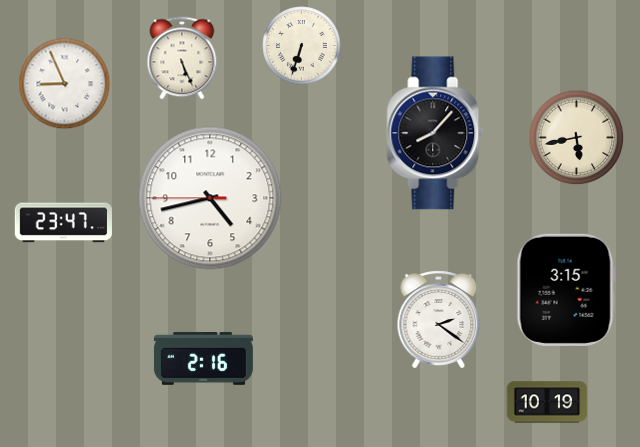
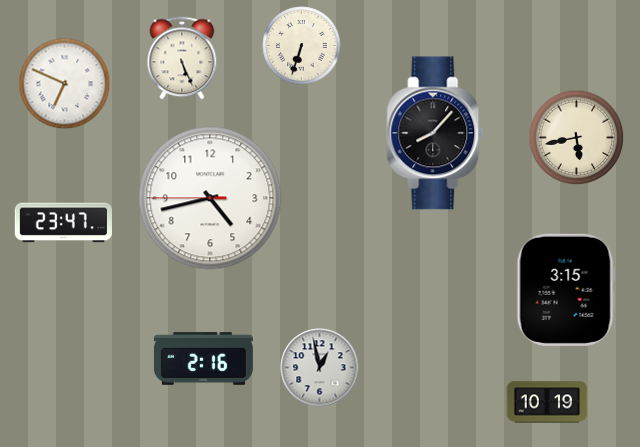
clock at (65, 84): 8:56 -> 6:49
clock at (439, 320): 2:21 -> none
clock at (320, 368): none -> 12:58
